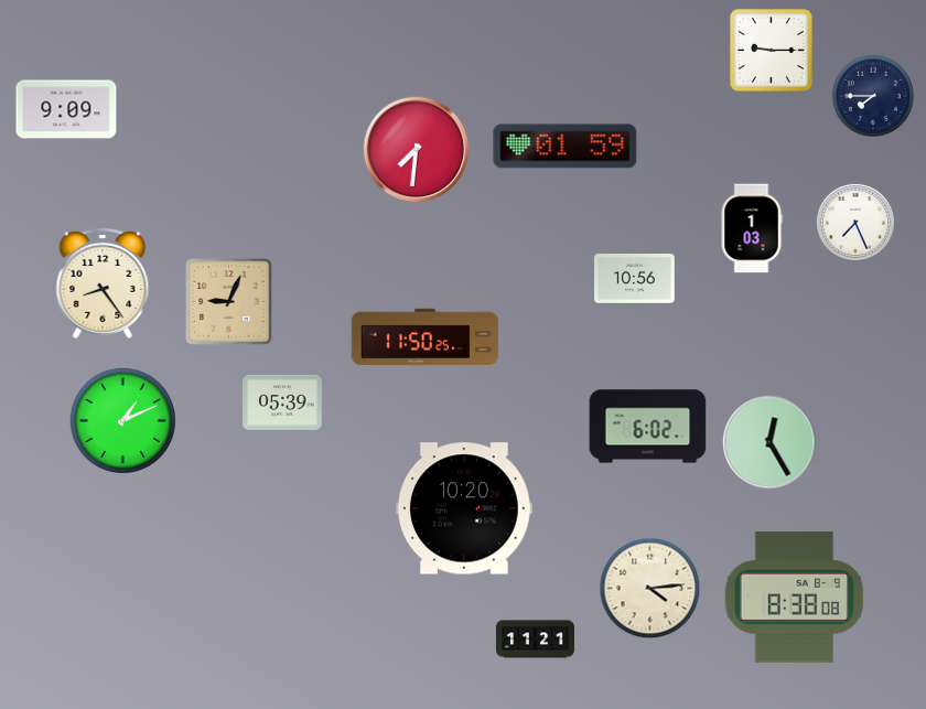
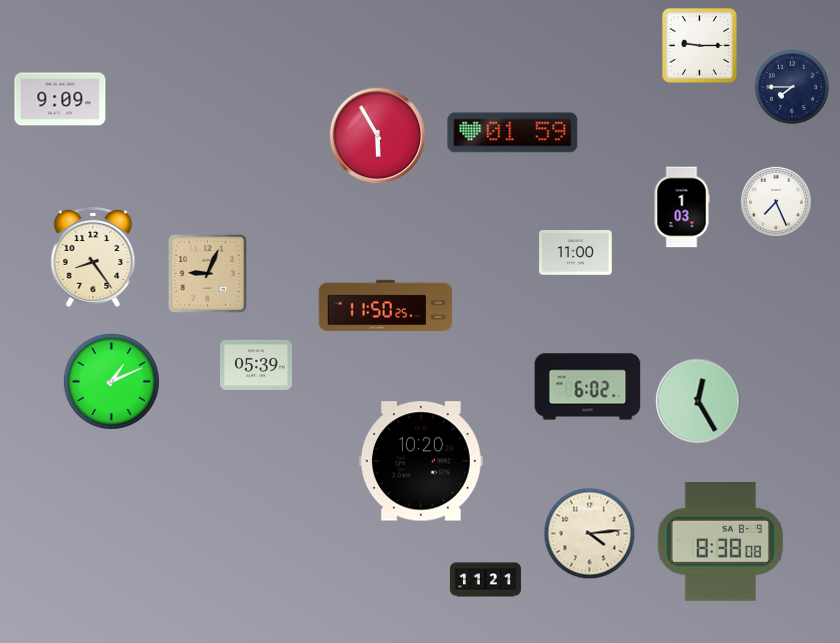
clock at (417, 150): 7:31 -> 5:55
clock at (635, 279): 10:56 -> 11:00
